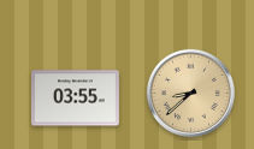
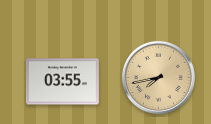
clock at (190, 93): 8:38 -> 7:43
